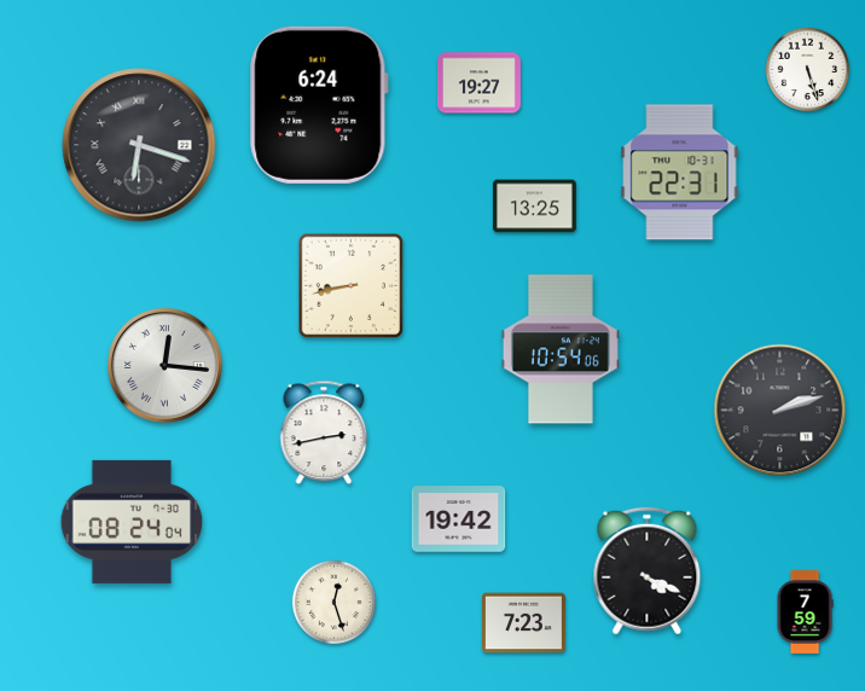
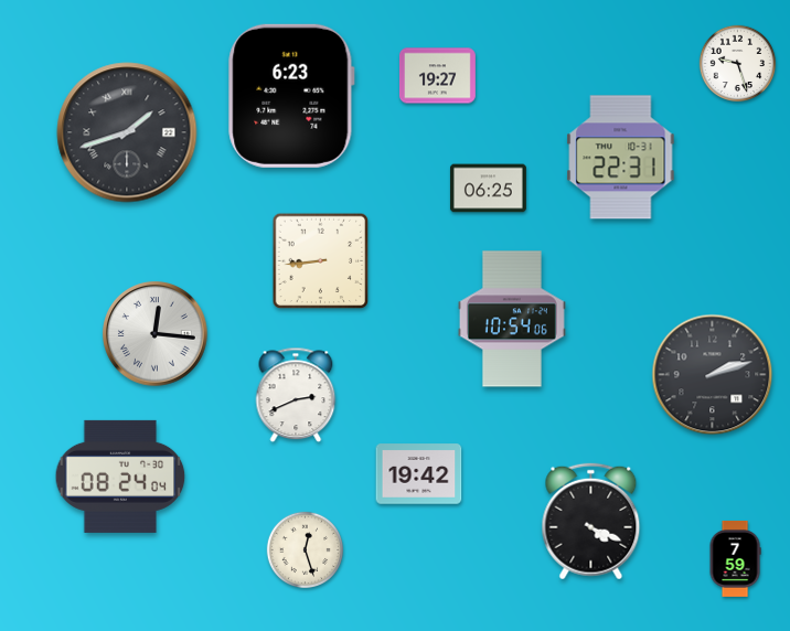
clock at (808, 70): 5:27 -> 9:27
clock at (319, 105): 6:24 -> 6:23
clock at (139, 145): 6:18 -> 1:42
clock at (534, 207): 13:25 -> 06:25
clock at (352, 286): 8:43 -> 8:44
clock at (166, 366) position: (166, 366) -> (156, 334)
clock at (324, 432): 2:43 -> 2:41
clock at (523, 623): 7:23 -> none
